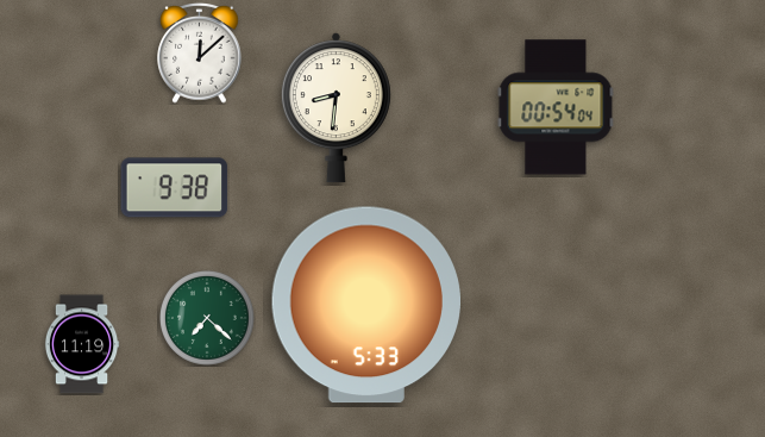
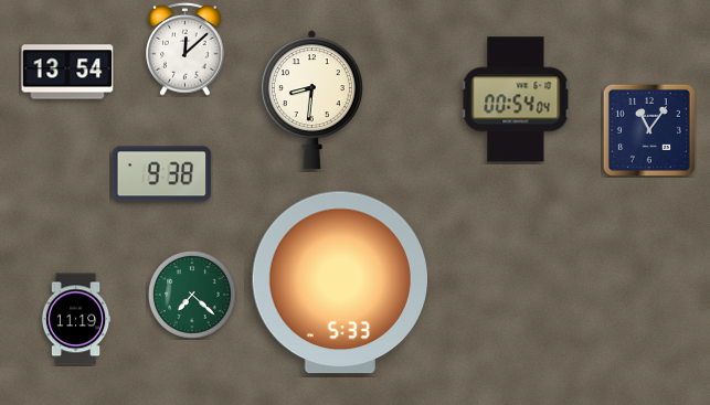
clock at (67, 72): none -> 13:54
clock at (649, 130): none -> 11:06
